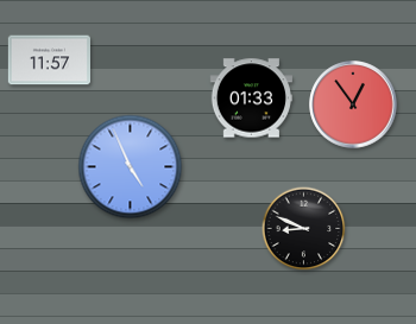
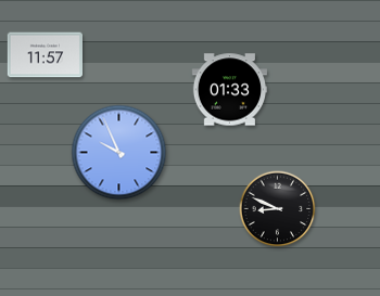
clock at (353, 104): 12:54 -> none
clock at (131, 167): 4:56 -> 9:56
